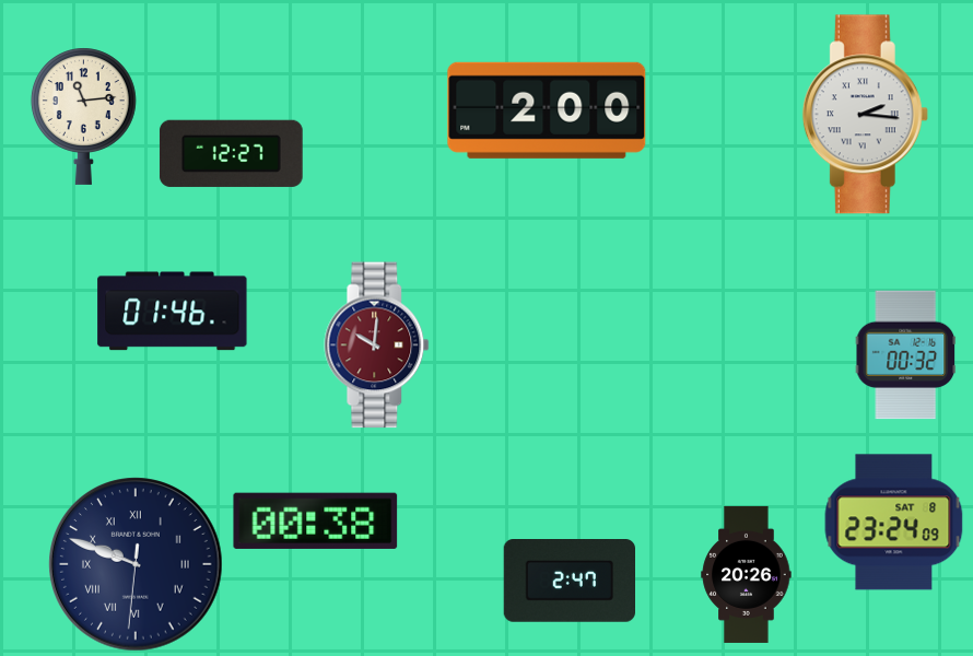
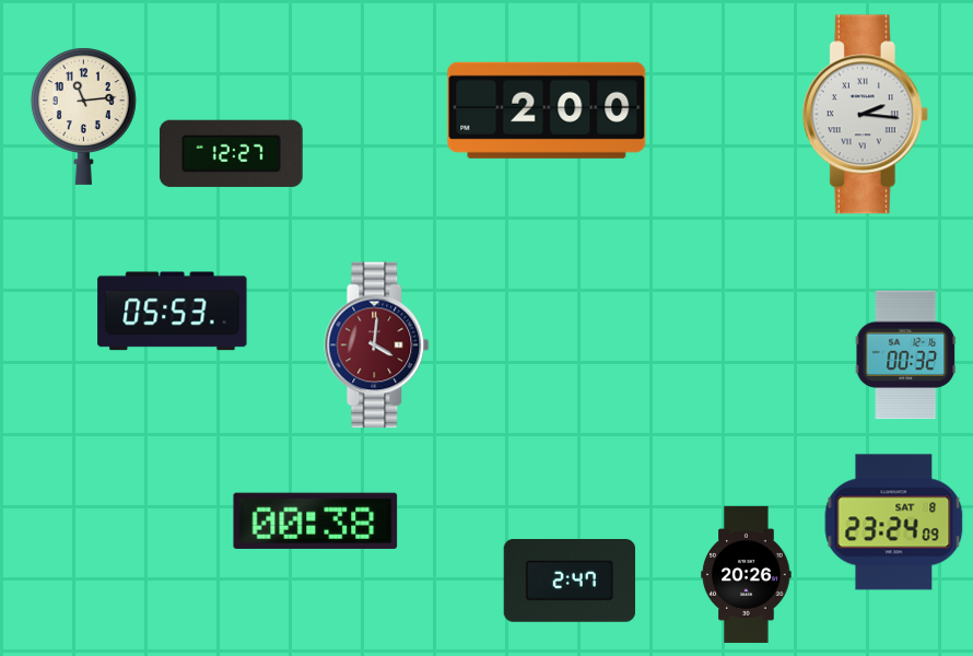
clock at (173, 312): 01:46 -> 05:53
clock at (377, 345): 10:01 -> 4:01
clock at (136, 564): 9:48 -> none
